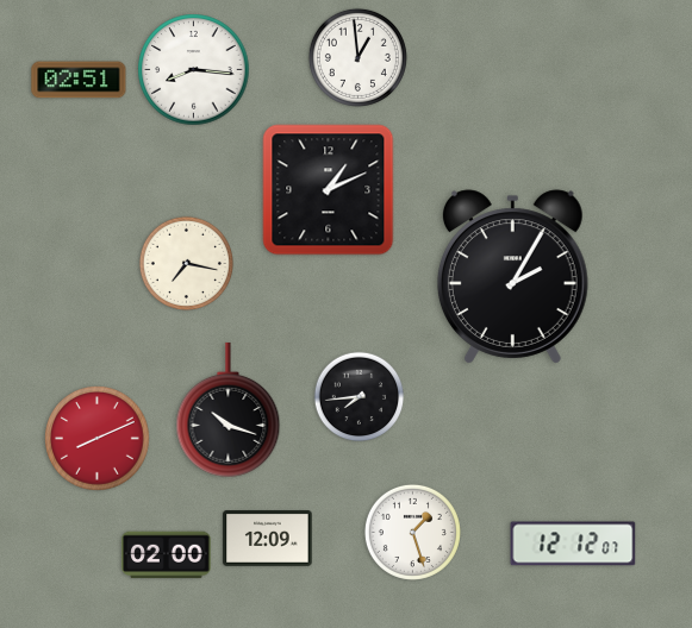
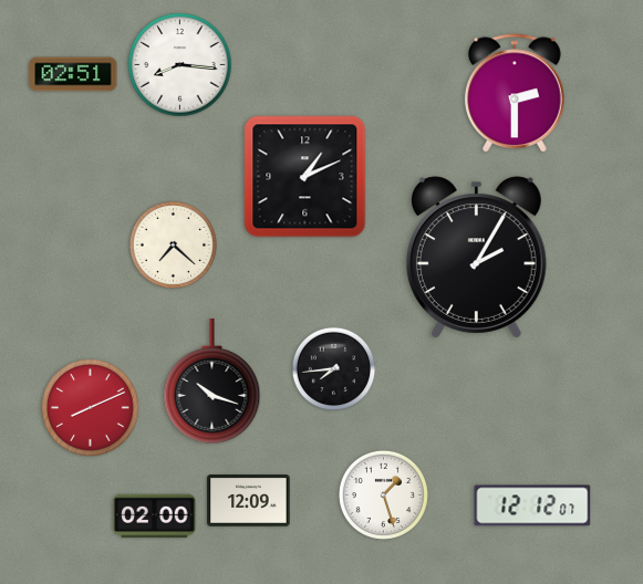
clock at (357, 57): 12:59 -> none
clock at (516, 94): none -> 2:30
clock at (186, 263): 7:17 -> 7:22
